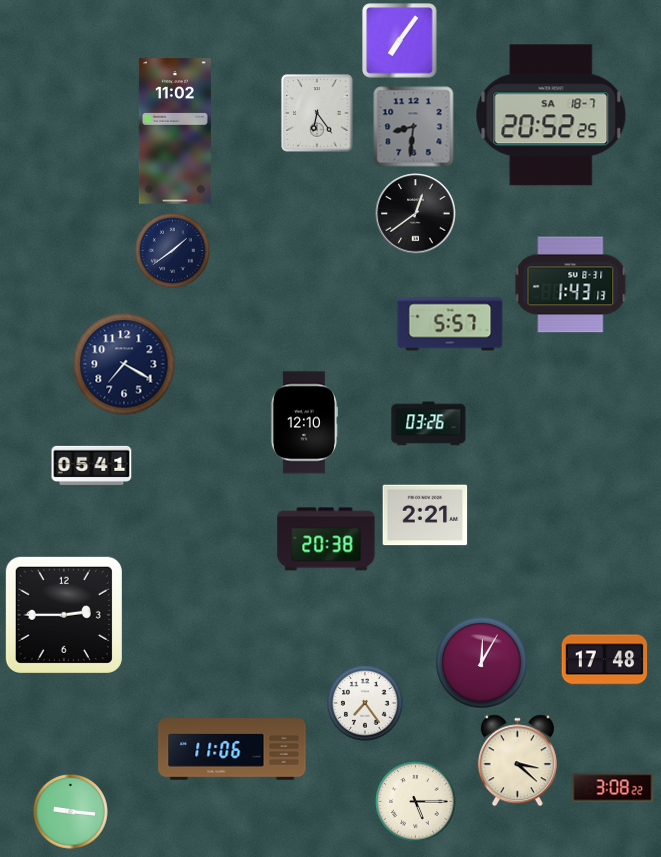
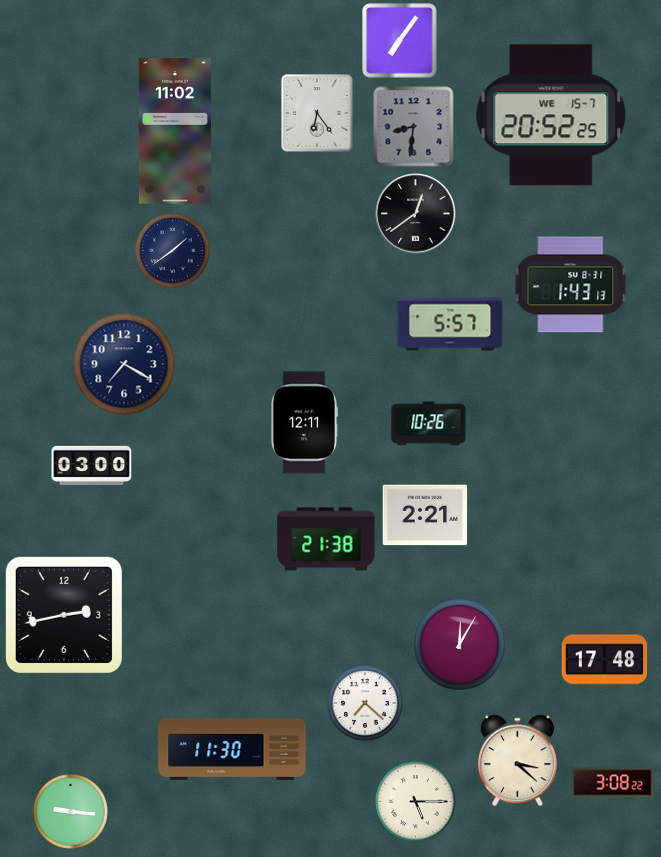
clock at (551, 115) date: SA 18-7 -> WE 15-7
clock at (304, 423): 12:10 -> 12:11
clock at (429, 424): 03:26 -> 10:26
clock at (92, 465): 05:41 -> 03:00
clock at (326, 539): 20:38 -> 21:38
clock at (64, 615): 2:45 -> 2:43
clock at (482, 663) position: (482, 663) -> (460, 645)
clock at (366, 704): 7:24 -> 7:22
clock at (232, 749): 11:06 -> 11:30
clock at (613, 788) position: (613, 788) -> (613, 783)
